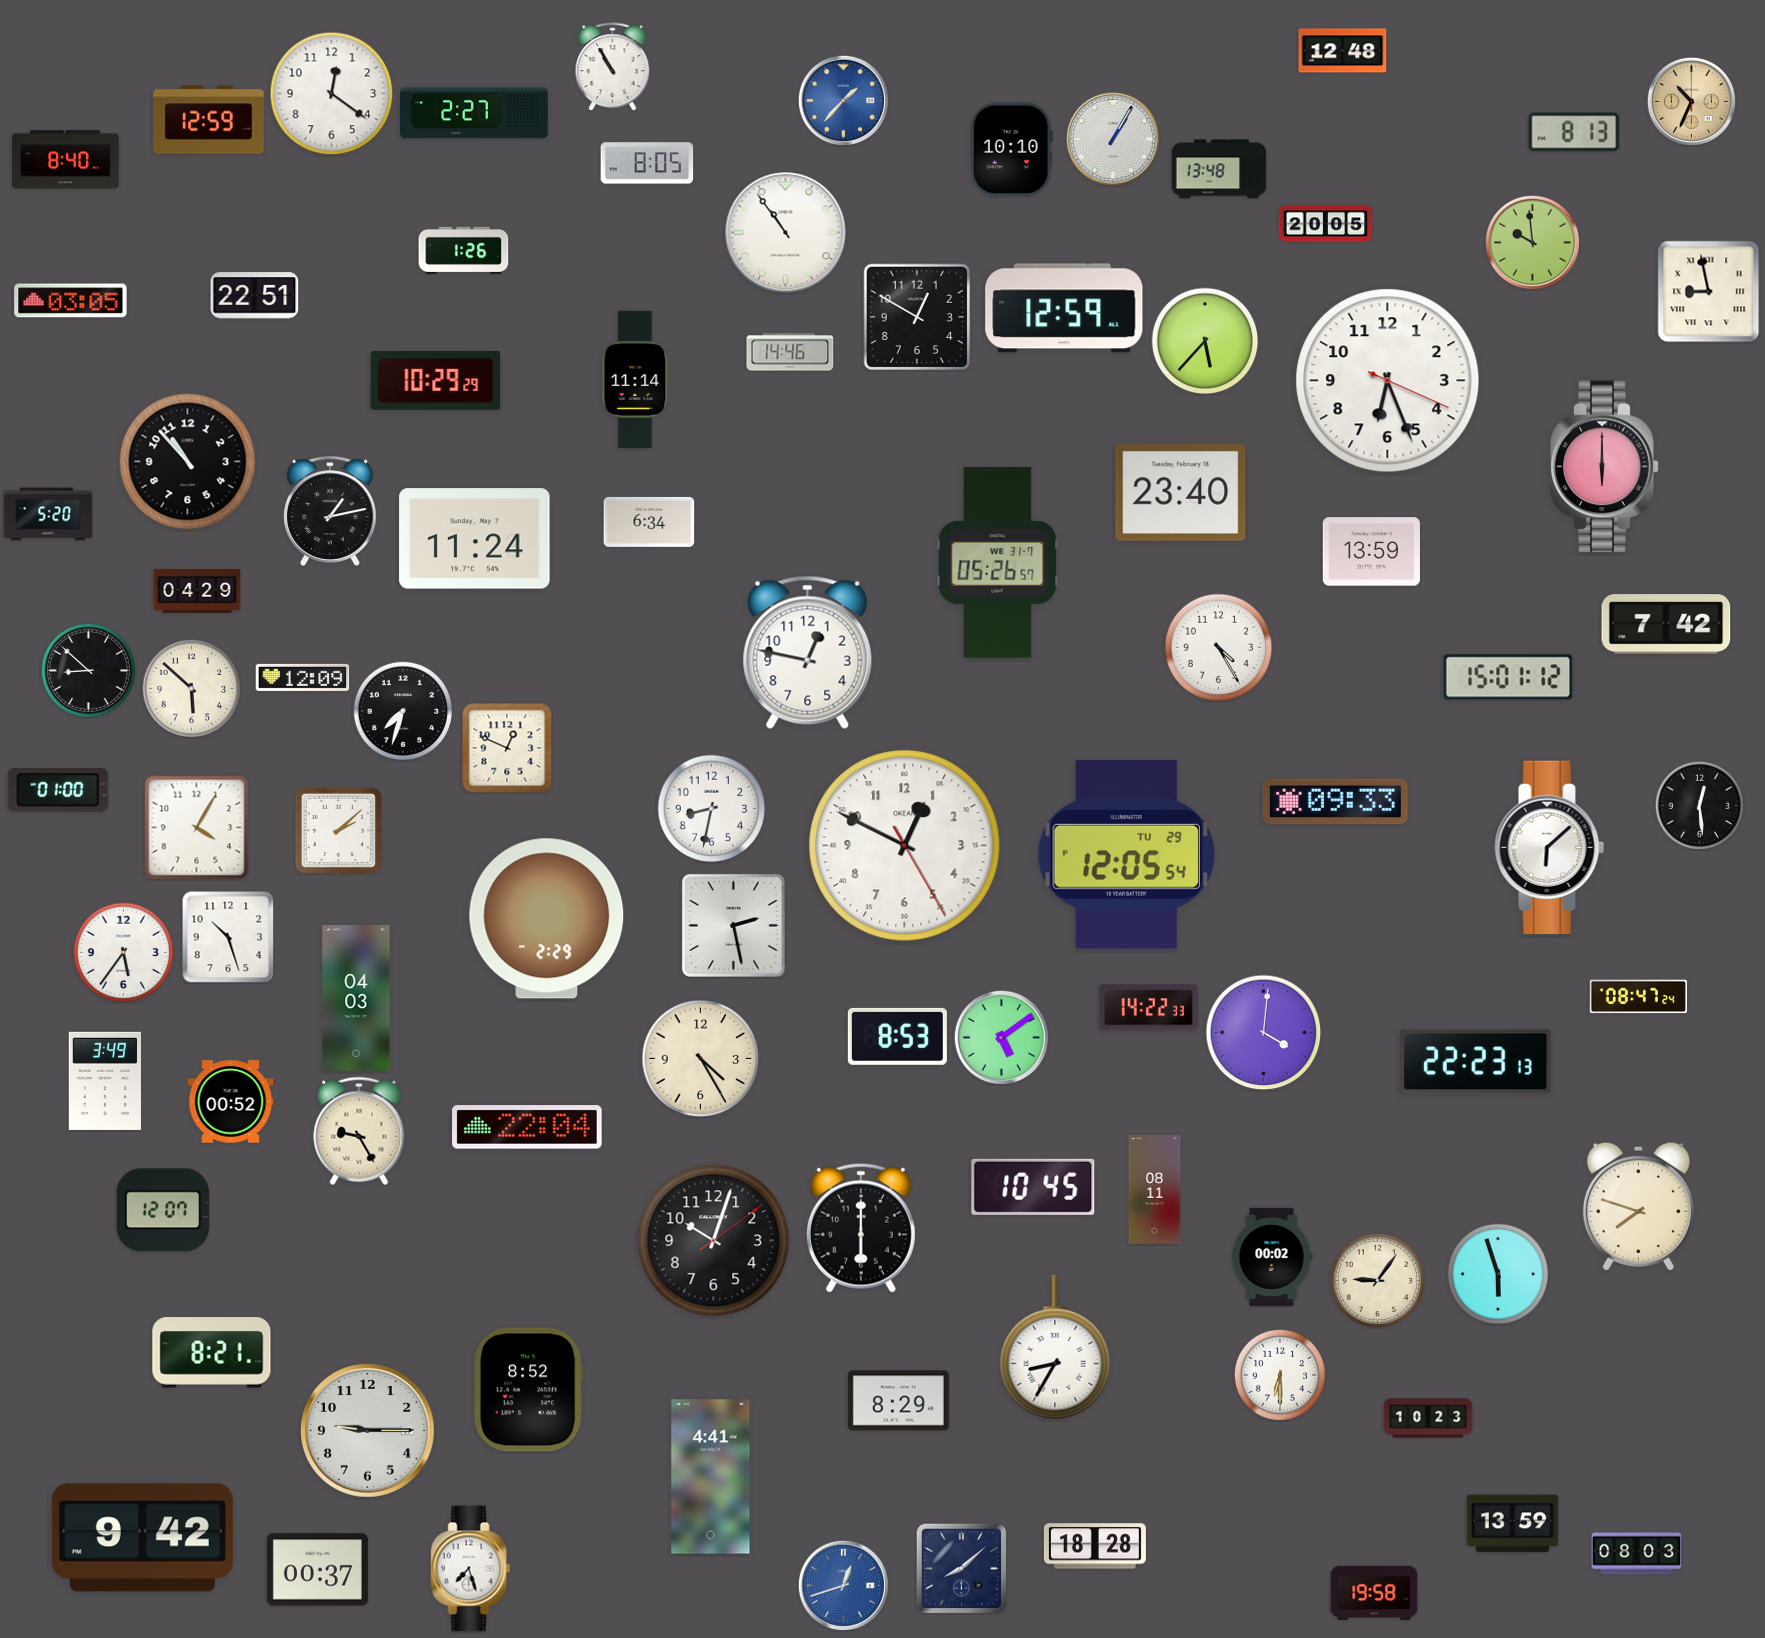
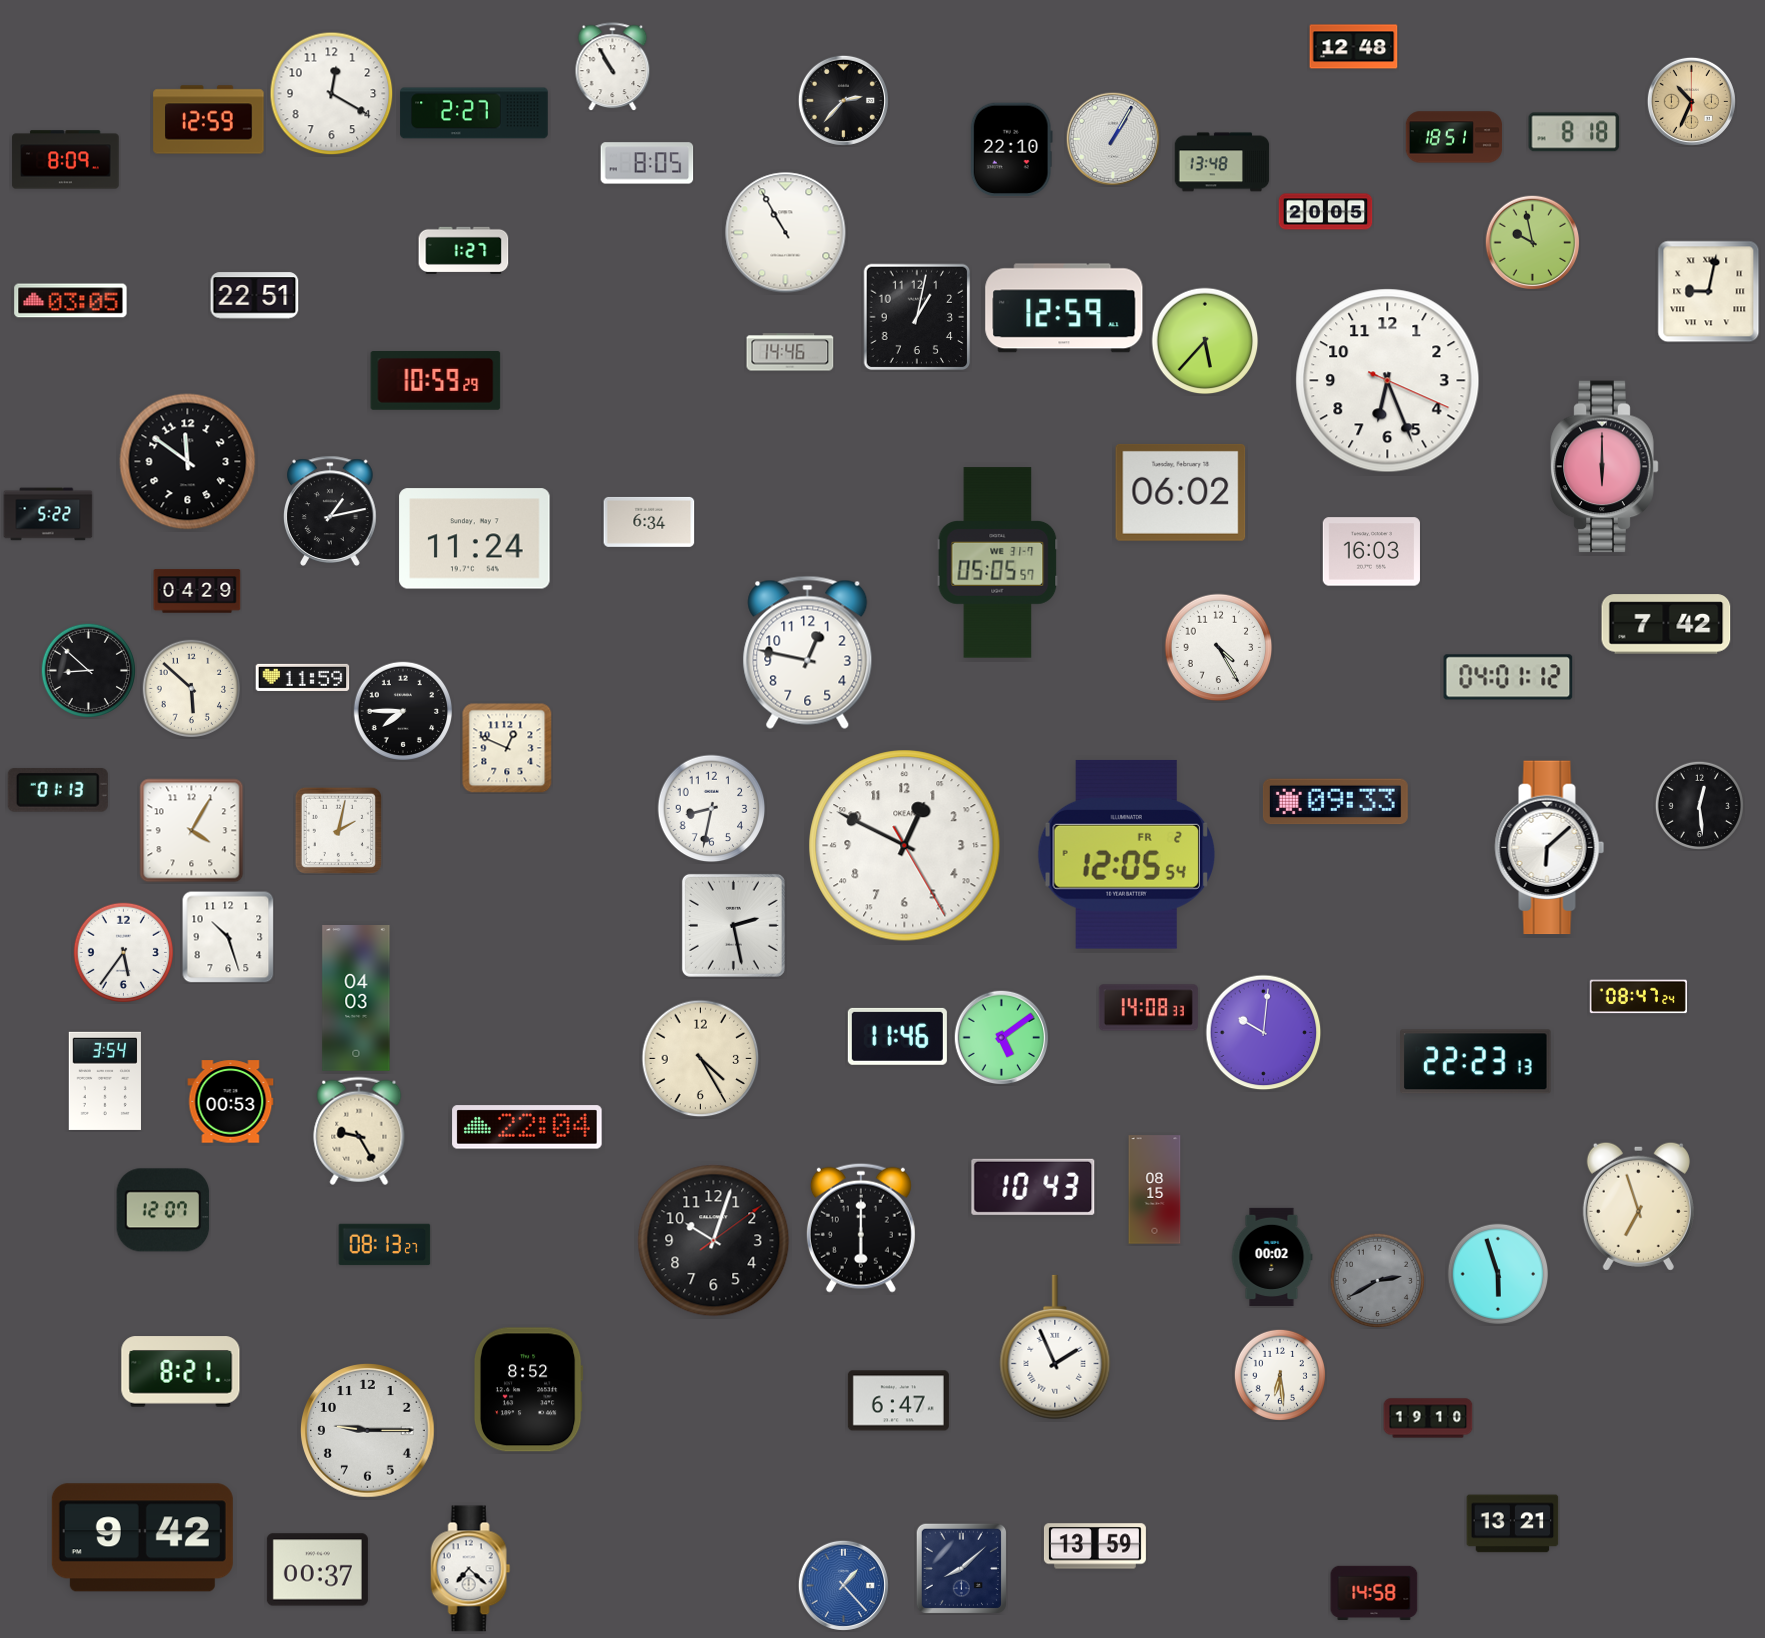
clock at (1343, 51) position: (1343, 51) -> (1354, 47)
clock at (332, 94): 12:21 -> 12:20
clock at (843, 100): 1:37 -> 2:37
clock at (843, 100) dial: blue -> black
clock at (1574, 132): 8:13 -> 8:18
clock at (1454, 137): none -> 18:51
clock at (1011, 150): 10:10 -> 22:10
clock at (66, 160): 8:40 -> 8:09
clock at (1219, 169) position: (1219, 169) -> (1222, 162)
clock at (1326, 224) position: (1326, 224) -> (1326, 212)
clock at (786, 233): 10:54 -> 10:55
clock at (1532, 242): 9:59 -> 9:58
clock at (464, 250): 1:26 -> 1:27
clock at (1709, 292): 8:58 -> 9:02
clock at (917, 317): 12:50 -> 1:02
clock at (636, 379): 11:14 -> none
clock at (436, 381): 10:29 -> 10:59
clock at (188, 462): 10:53 -> 11:51
clock at (1181, 492): 23:40 -> 06:02
clock at (48, 514): 5:20 -> 5:22
clock at (1371, 552): 13:59 -> 16:03
clock at (998, 563): 05:26 -> 05:05
clock at (303, 677): 12:09 -> 11:59
clock at (1508, 677): 15:01 -> 04:01
clock at (403, 711): 7:33 -> 7:45
clock at (58, 790): 01:00 -> 01:13
clock at (197, 828) position: (197, 828) -> (192, 831)
clock at (338, 830): 2:08 -> 2:02
clock at (1126, 854) date: TU 29 -> FR 2
clock at (547, 919): 2:29 -> none
clock at (1148, 1008): 14:22 -> 14:08
clock at (1264, 1033): 4:01 -> 10:01
clock at (897, 1036): 8:53 -> 11:46
clock at (105, 1081): 3:49 -> 3:54
clock at (231, 1102): 00:52 -> 00:53
clock at (1033, 1187): 10:45 -> 10:43
clock at (1155, 1190): 08:11 -> 08:15
clock at (1638, 1206): 7:48 -> 6:57
clock at (385, 1245): none -> 08:13
clock at (1377, 1280): 9:06 -> 2:40
clock at (1377, 1280) dial: cream -> grey
clock at (1055, 1347): 8:35 -> 1:56
clock at (212, 1353) position: (212, 1353) -> (181, 1372)
clock at (1280, 1375): 6:30 -> 6:29
clock at (898, 1401): 8:29 -> 6:47
clock at (1428, 1418): 10:23 -> 19:10
clock at (711, 1477): 4:41 -> none
clock at (1513, 1524): 13:59 -> 13:21
clock at (1095, 1546): 18:28 -> 13:59
clock at (1637, 1554): 08:03 -> none
clock at (471, 1569): 7:27 -> 7:22
clock at (843, 1585): 12:42 -> 1:23
clock at (1374, 1593): 19:58 -> 14:58
